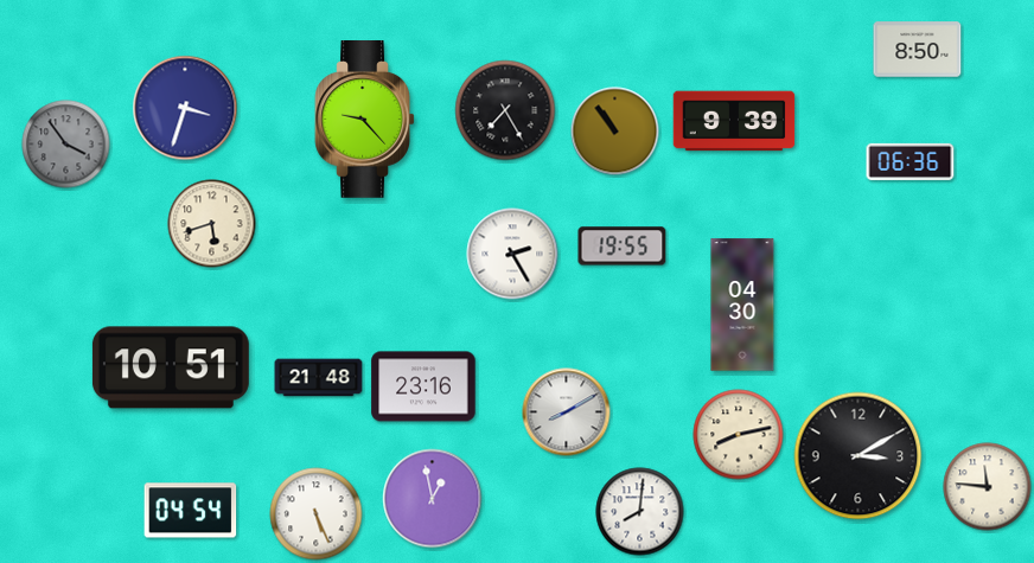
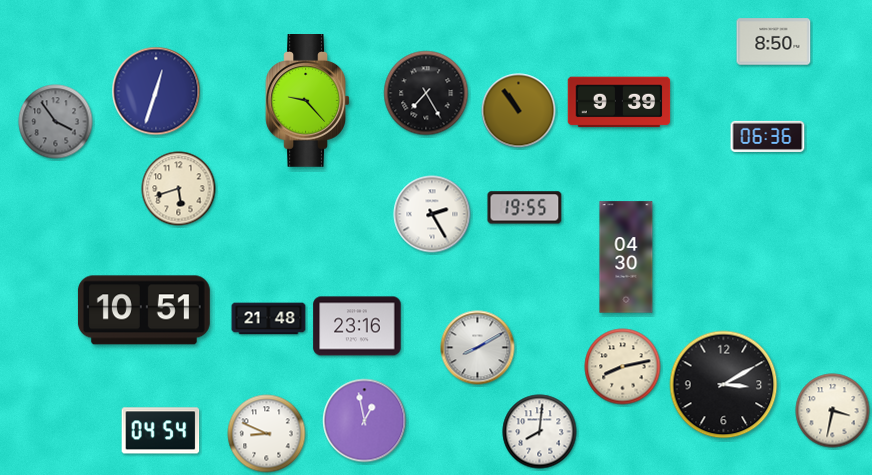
clock at (185, 108): 3:33 -> 12:33
clock at (988, 487): 11:46 -> 3:32
clock at (317, 514): 5:26 -> 8:49
